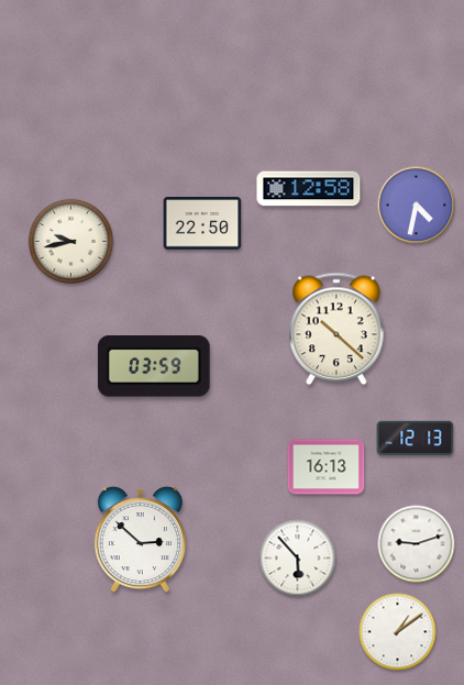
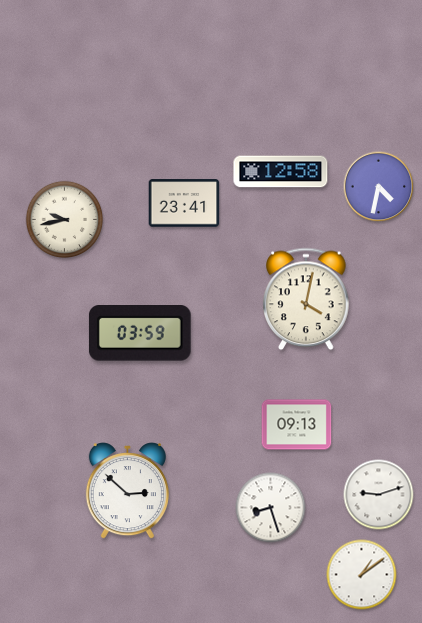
clock at (202, 223): 22:50 -> 23:41
clock at (336, 329): 10:22 -> 4:02
clock at (416, 439): 12:13 -> none
clock at (327, 467): 16:13 -> 09:13
clock at (298, 559): 5:53 -> 8:27
